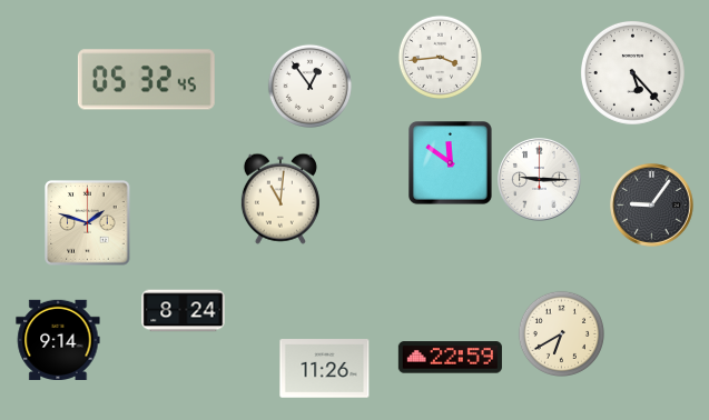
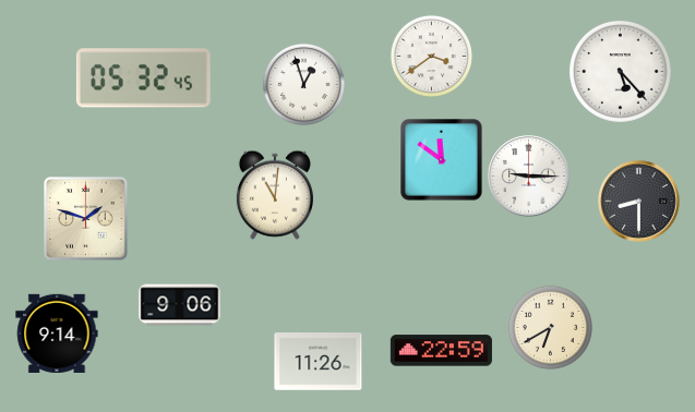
clock at (440, 57): 3:44 -> 3:39
clock at (309, 86): 12:54 -> 12:57
clock at (652, 206): 9:06 -> 8:30
clock at (184, 311): 8:24 -> 9:06
